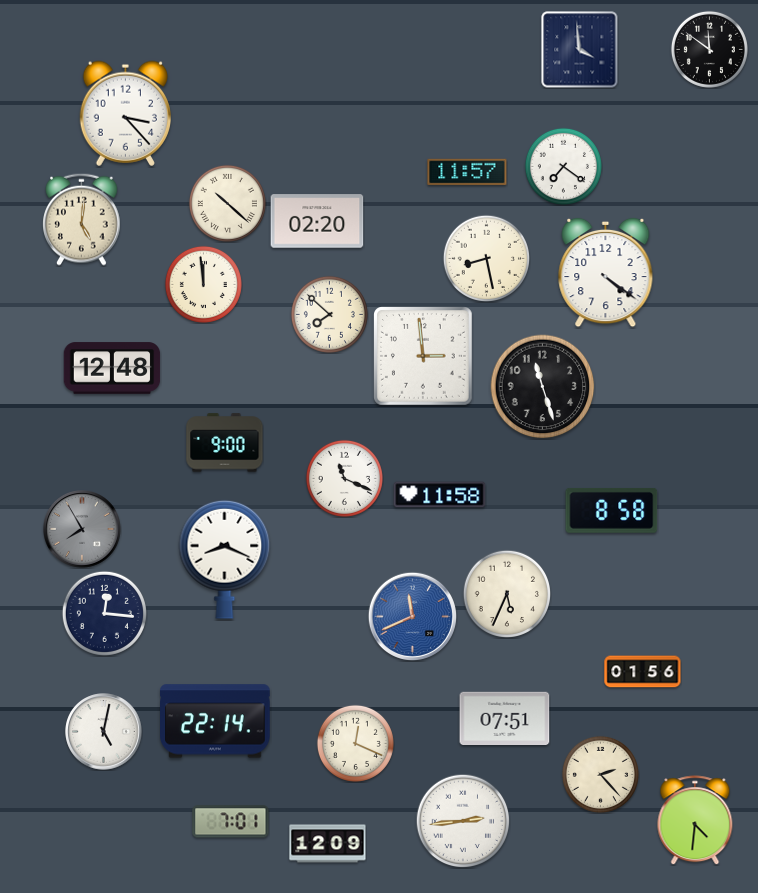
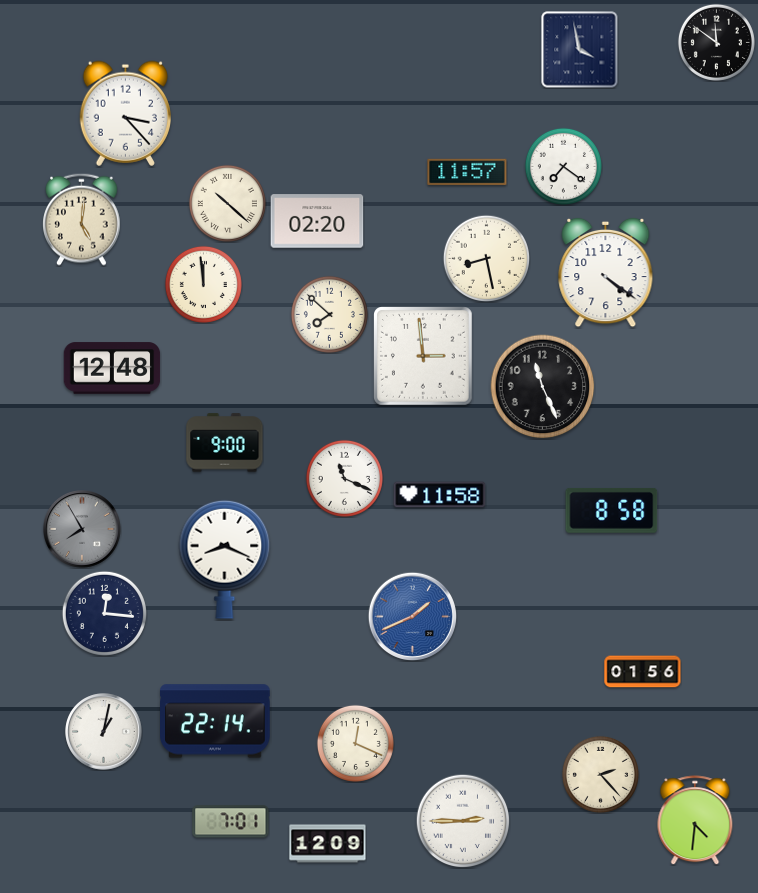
clock at (709, 49) position: (709, 49) -> (716, 42)
clock at (580, 50): 3:59 -> 3:58
clock at (543, 387): 11:27 -> 11:26
clock at (506, 593): 5:34 -> none
clock at (412, 616): 11:41 -> 1:41
clock at (505, 718): 07:51 -> none
clock at (104, 732): 5:02 -> 1:02
clock at (463, 821): 2:44 -> 2:45
